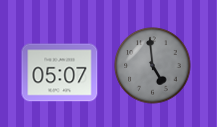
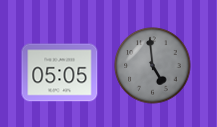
clock at (60, 73): 05:07 -> 05:05
